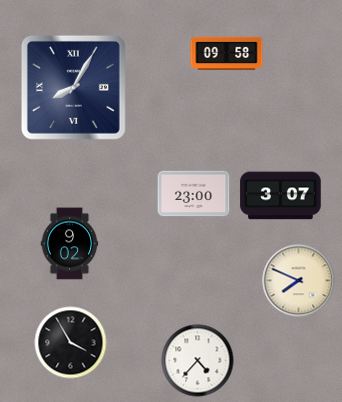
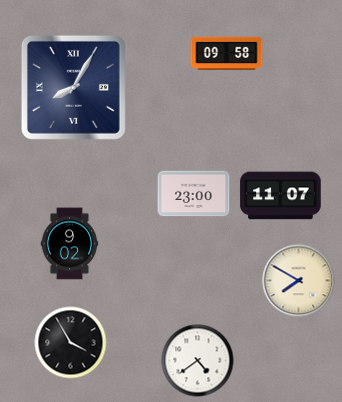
clock at (281, 196): 3:07 -> 11:07
clock at (299, 281): 7:49 -> 7:50
clock at (198, 361): 4:37 -> 4:39
